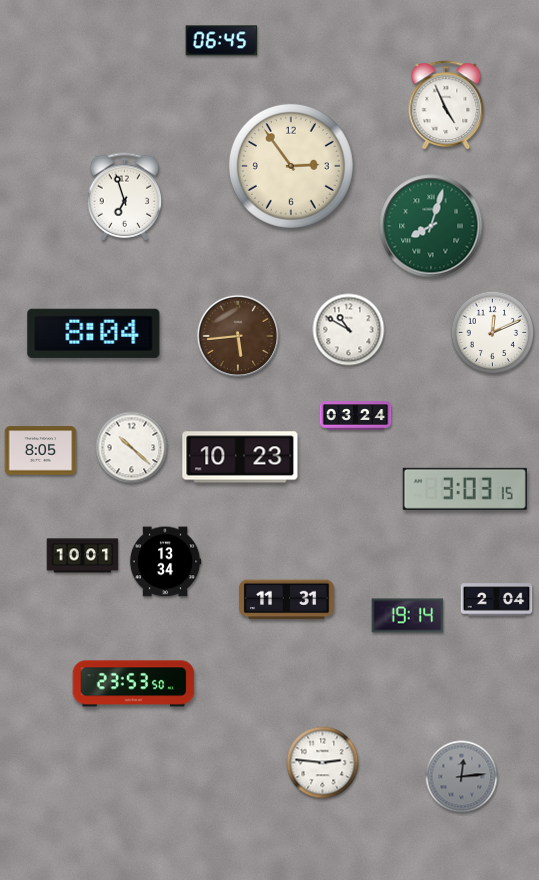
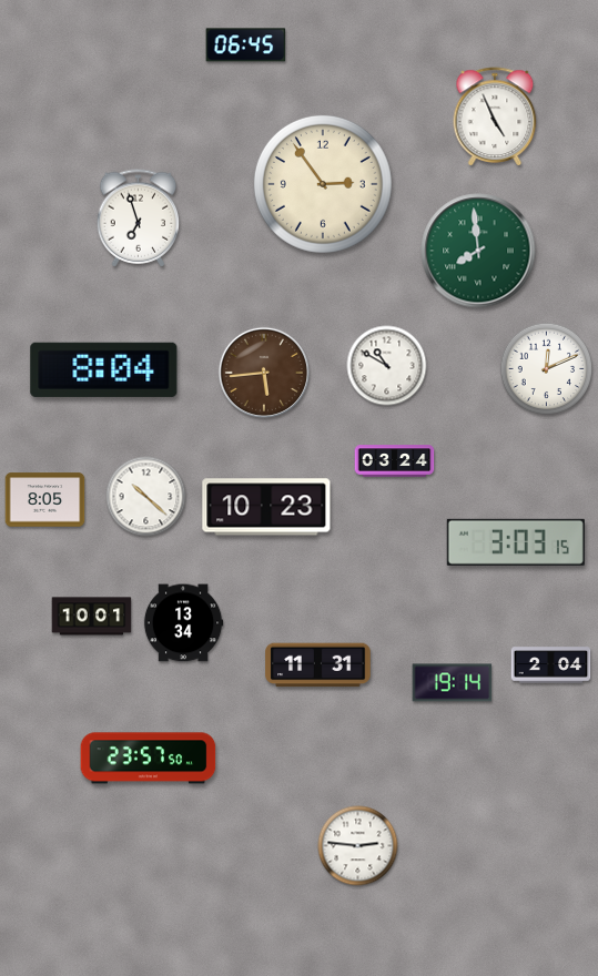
clock at (431, 226): 8:03 -> 7:59
clock at (134, 684): 23:53 -> 23:57
clock at (462, 777): 12:14 -> none
